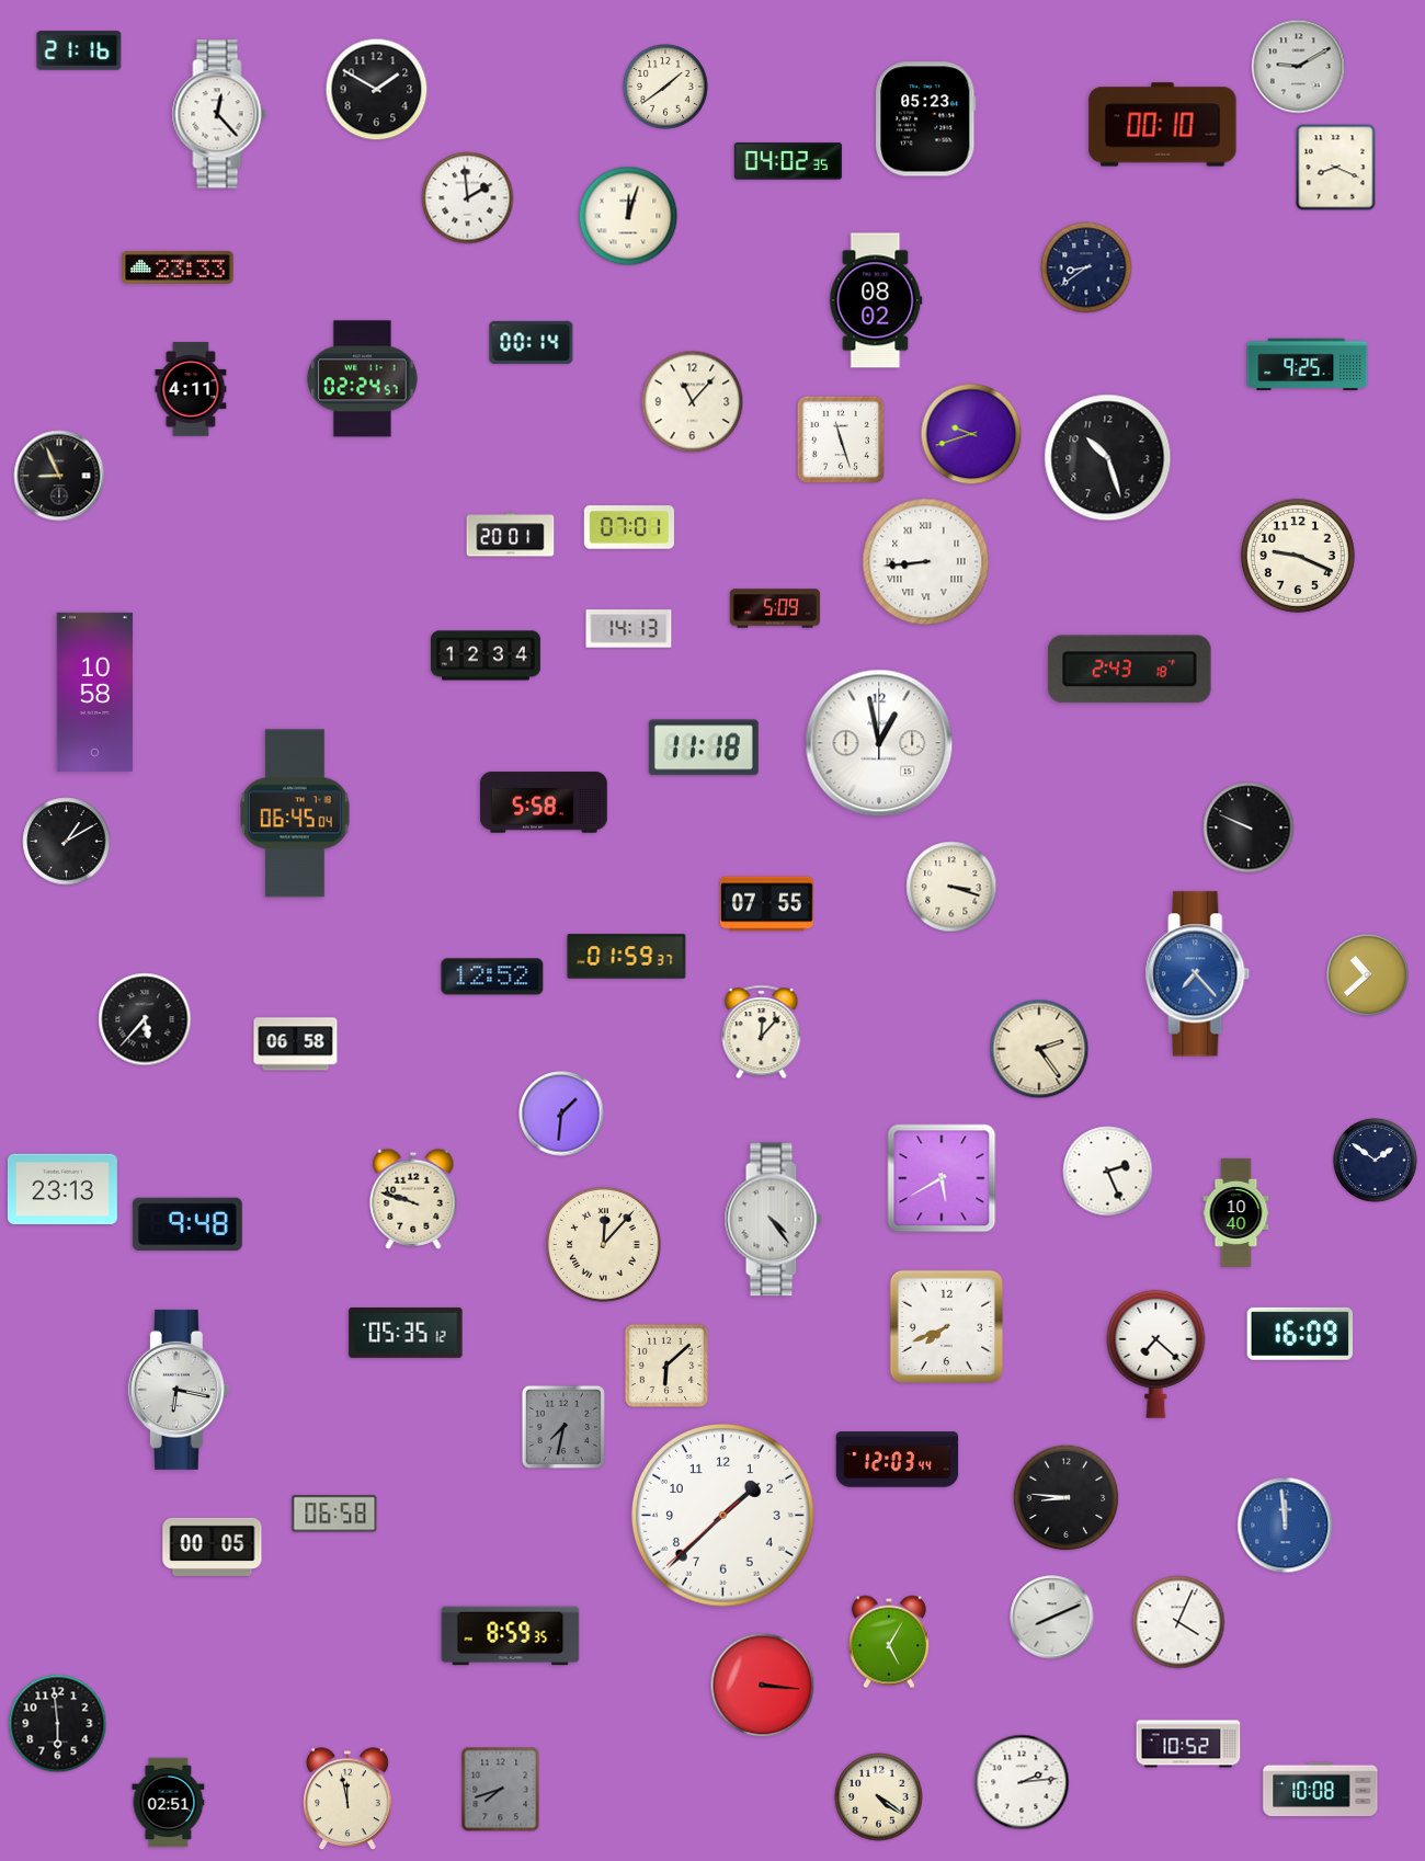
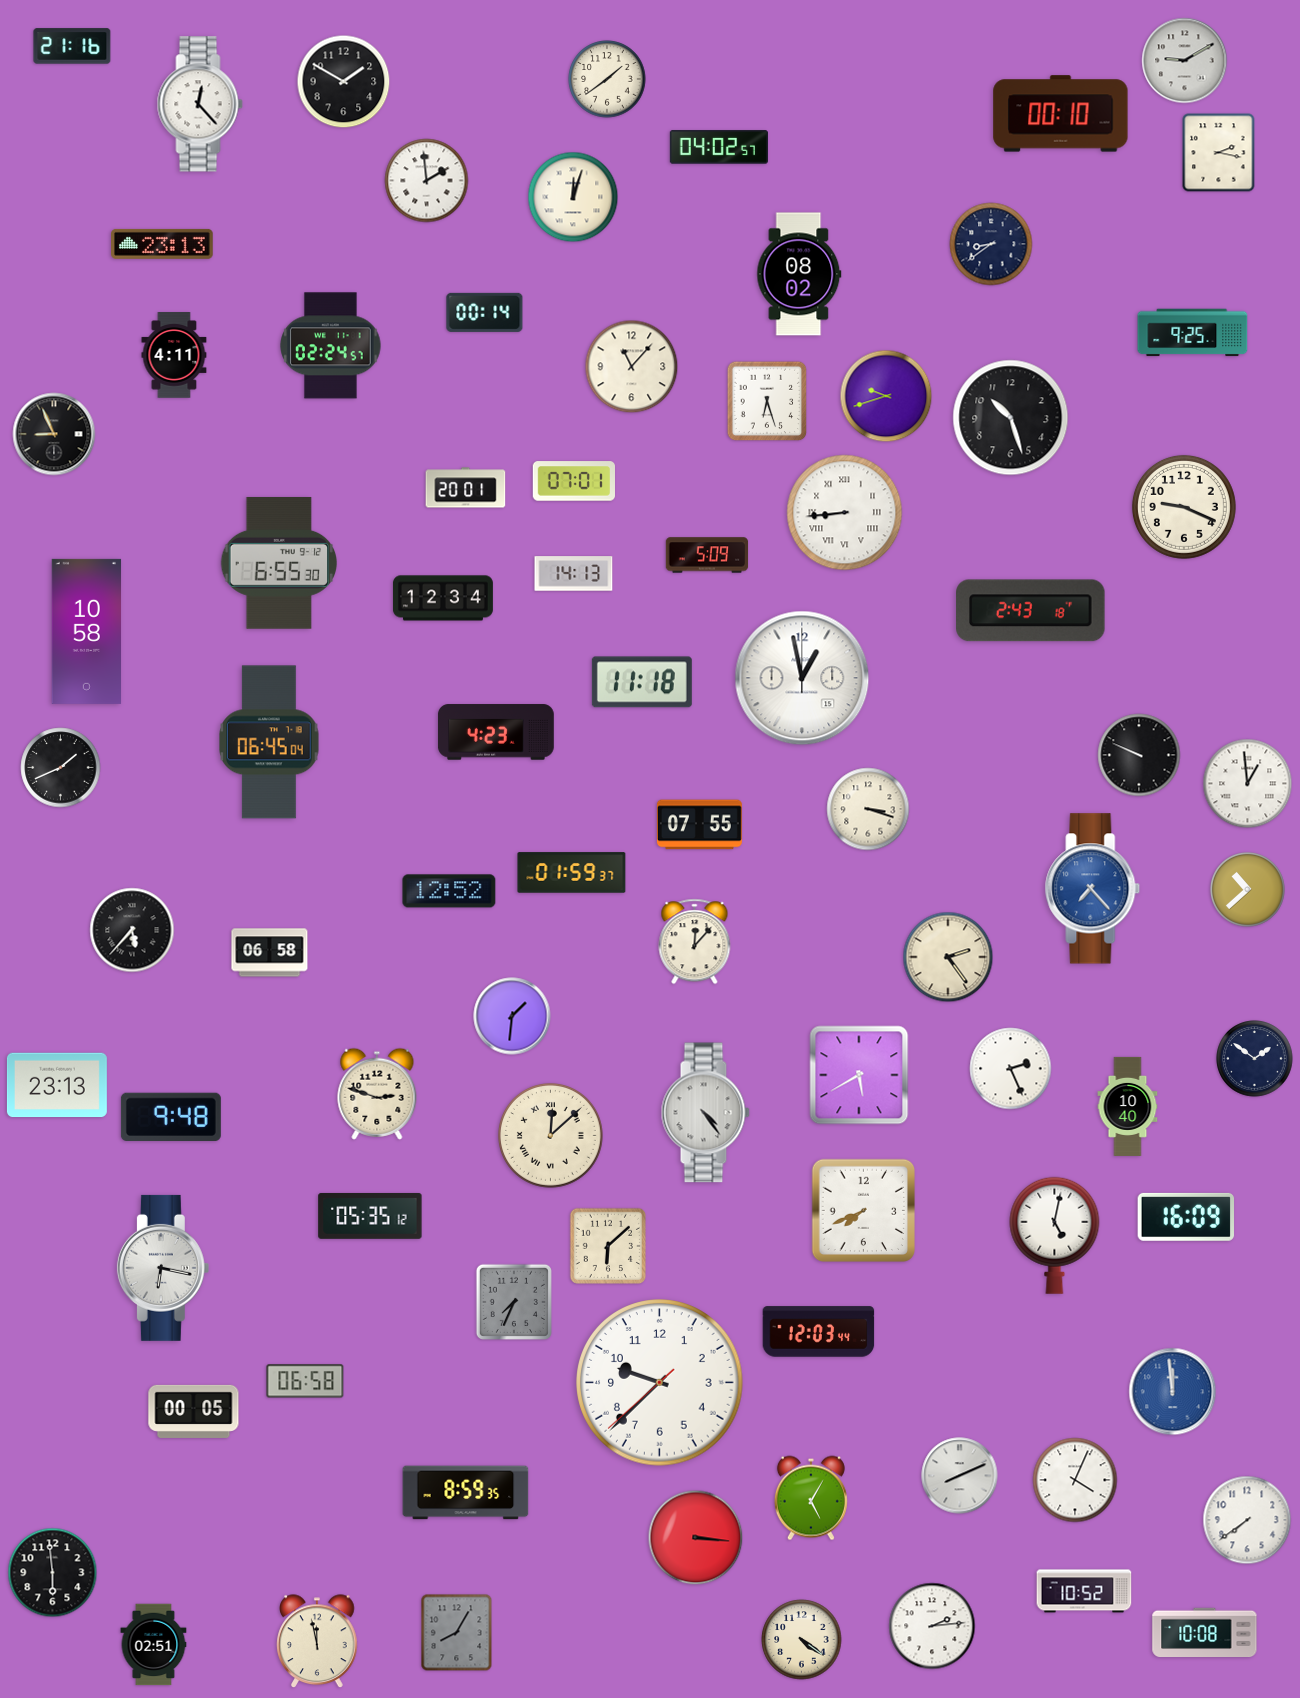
clock at (926, 119): 05:23 -> none
clock at (788, 161): 04:02:35 -> 04:02:57
clock at (1336, 168): 8:19 -> 2:17
clock at (178, 267): 23:33 -> 23:13
clock at (841, 439): 11:27 -> 6:27
clock at (278, 563): none -> 6:55
clock at (544, 802): 5:58 -> 4:23
clock at (67, 842): 1:10 -> 1:41
clock at (1248, 784): none -> 12:59
clock at (413, 1199): 9:48 -> 2:48
clock at (603, 1244): 12:07 -> 12:08
clock at (1156, 1354): 7:22 -> 5:02
clock at (563, 1427): 7:32 -> 7:34
clock at (1067, 1498): 8:46 -> none
clock at (723, 1516): 1:37 -> 9:37
clock at (1247, 1520): none -> 7:39
clock at (501, 1790): 7:42 -> 8:05
